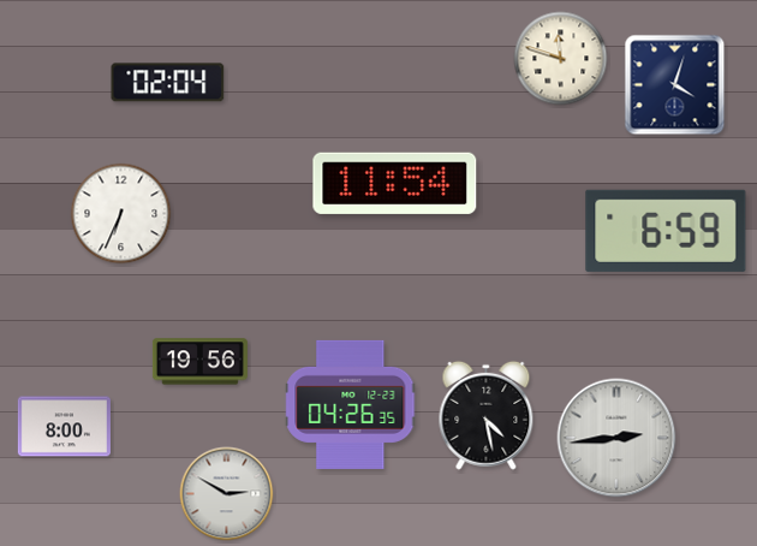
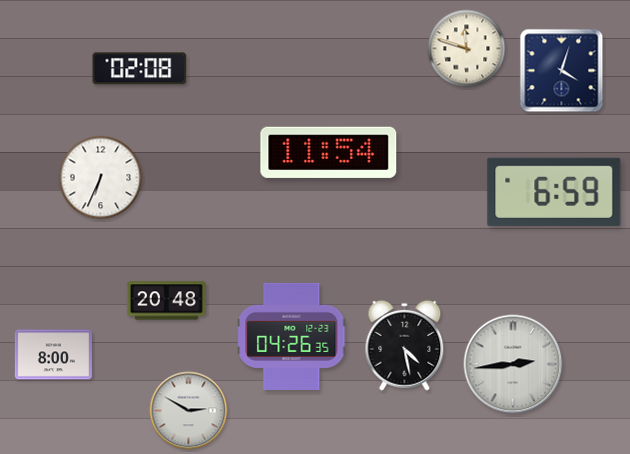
clock at (168, 83): 02:04 -> 02:08
clock at (199, 362): 19:56 -> 20:48
